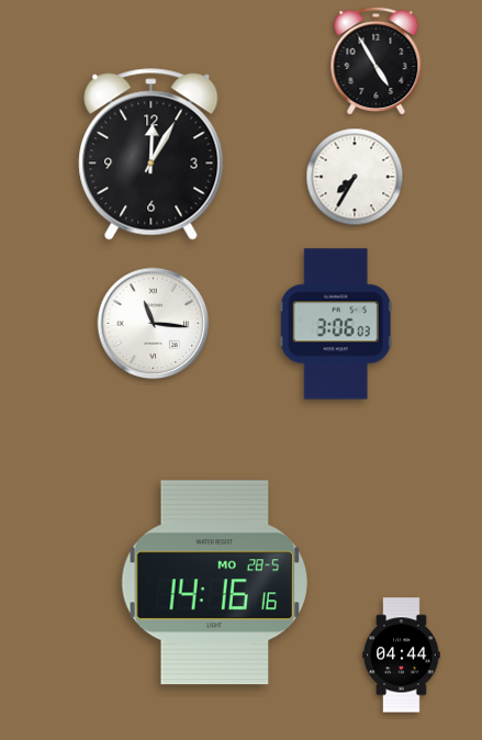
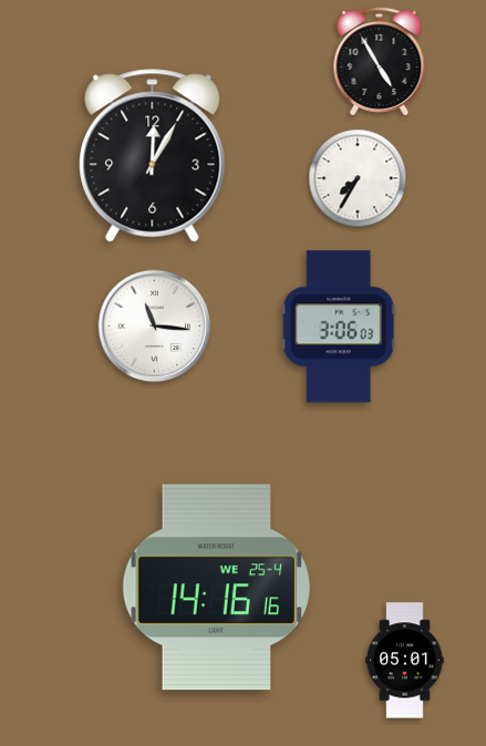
clock at (214, 583) date: MO 28-5 -> WE 25-4
clock at (402, 655): 04:44 -> 05:01
